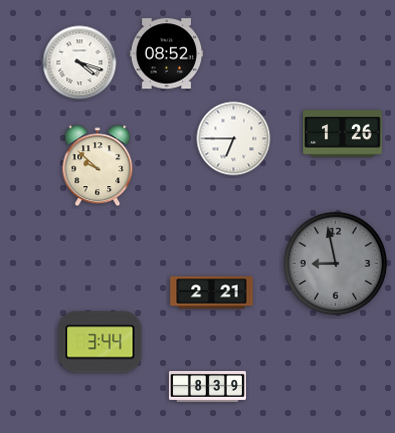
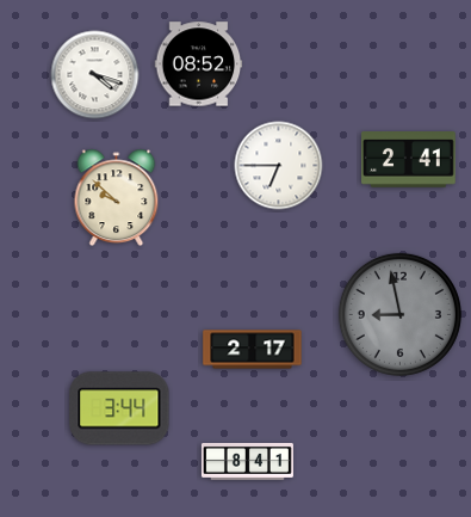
clock at (343, 134): 1:26 -> 2:41
clock at (212, 293): 2:21 -> 2:17
clock at (207, 387): 8:39 -> 8:41
